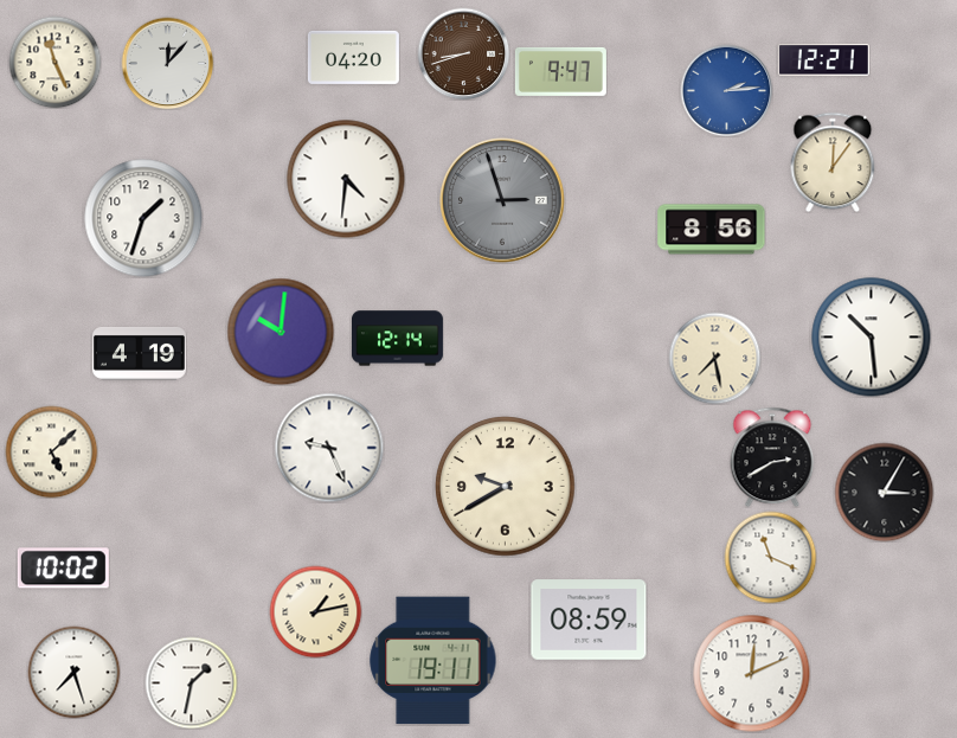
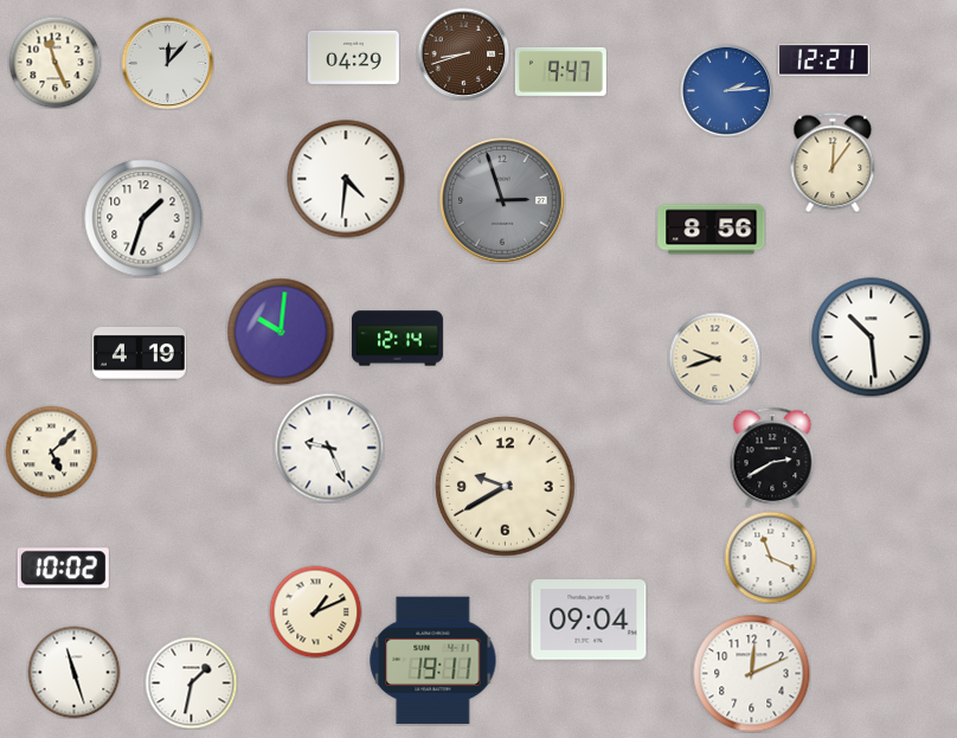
clock at (353, 57): 04:20 -> 04:29
clock at (714, 358): 7:28 -> 9:42
clock at (884, 492): 3:05 -> none
clock at (315, 611): 1:13 -> 1:11
clock at (589, 620): 08:59 -> 09:04
clock at (73, 672): 7:27 -> 11:27
